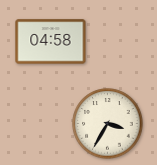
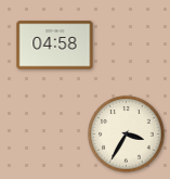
clock at (108, 124) position: (108, 124) -> (127, 135)
